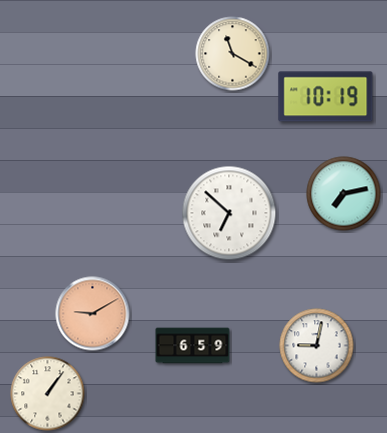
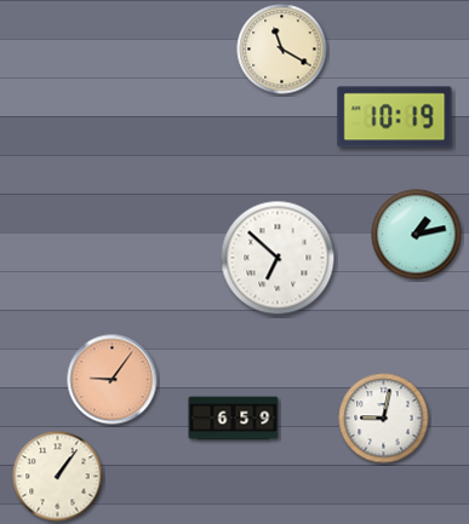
clock at (233, 54) position: (233, 54) -> (282, 50)
clock at (344, 194): 7:13 -> 1:13
clock at (93, 314): 9:10 -> 9:06
